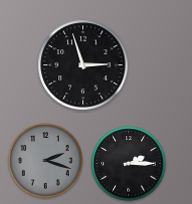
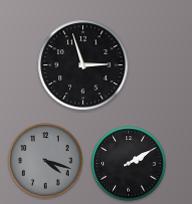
clock at (46, 161): 2:18 -> 4:18
clock at (129, 164): 2:15 -> 2:10
